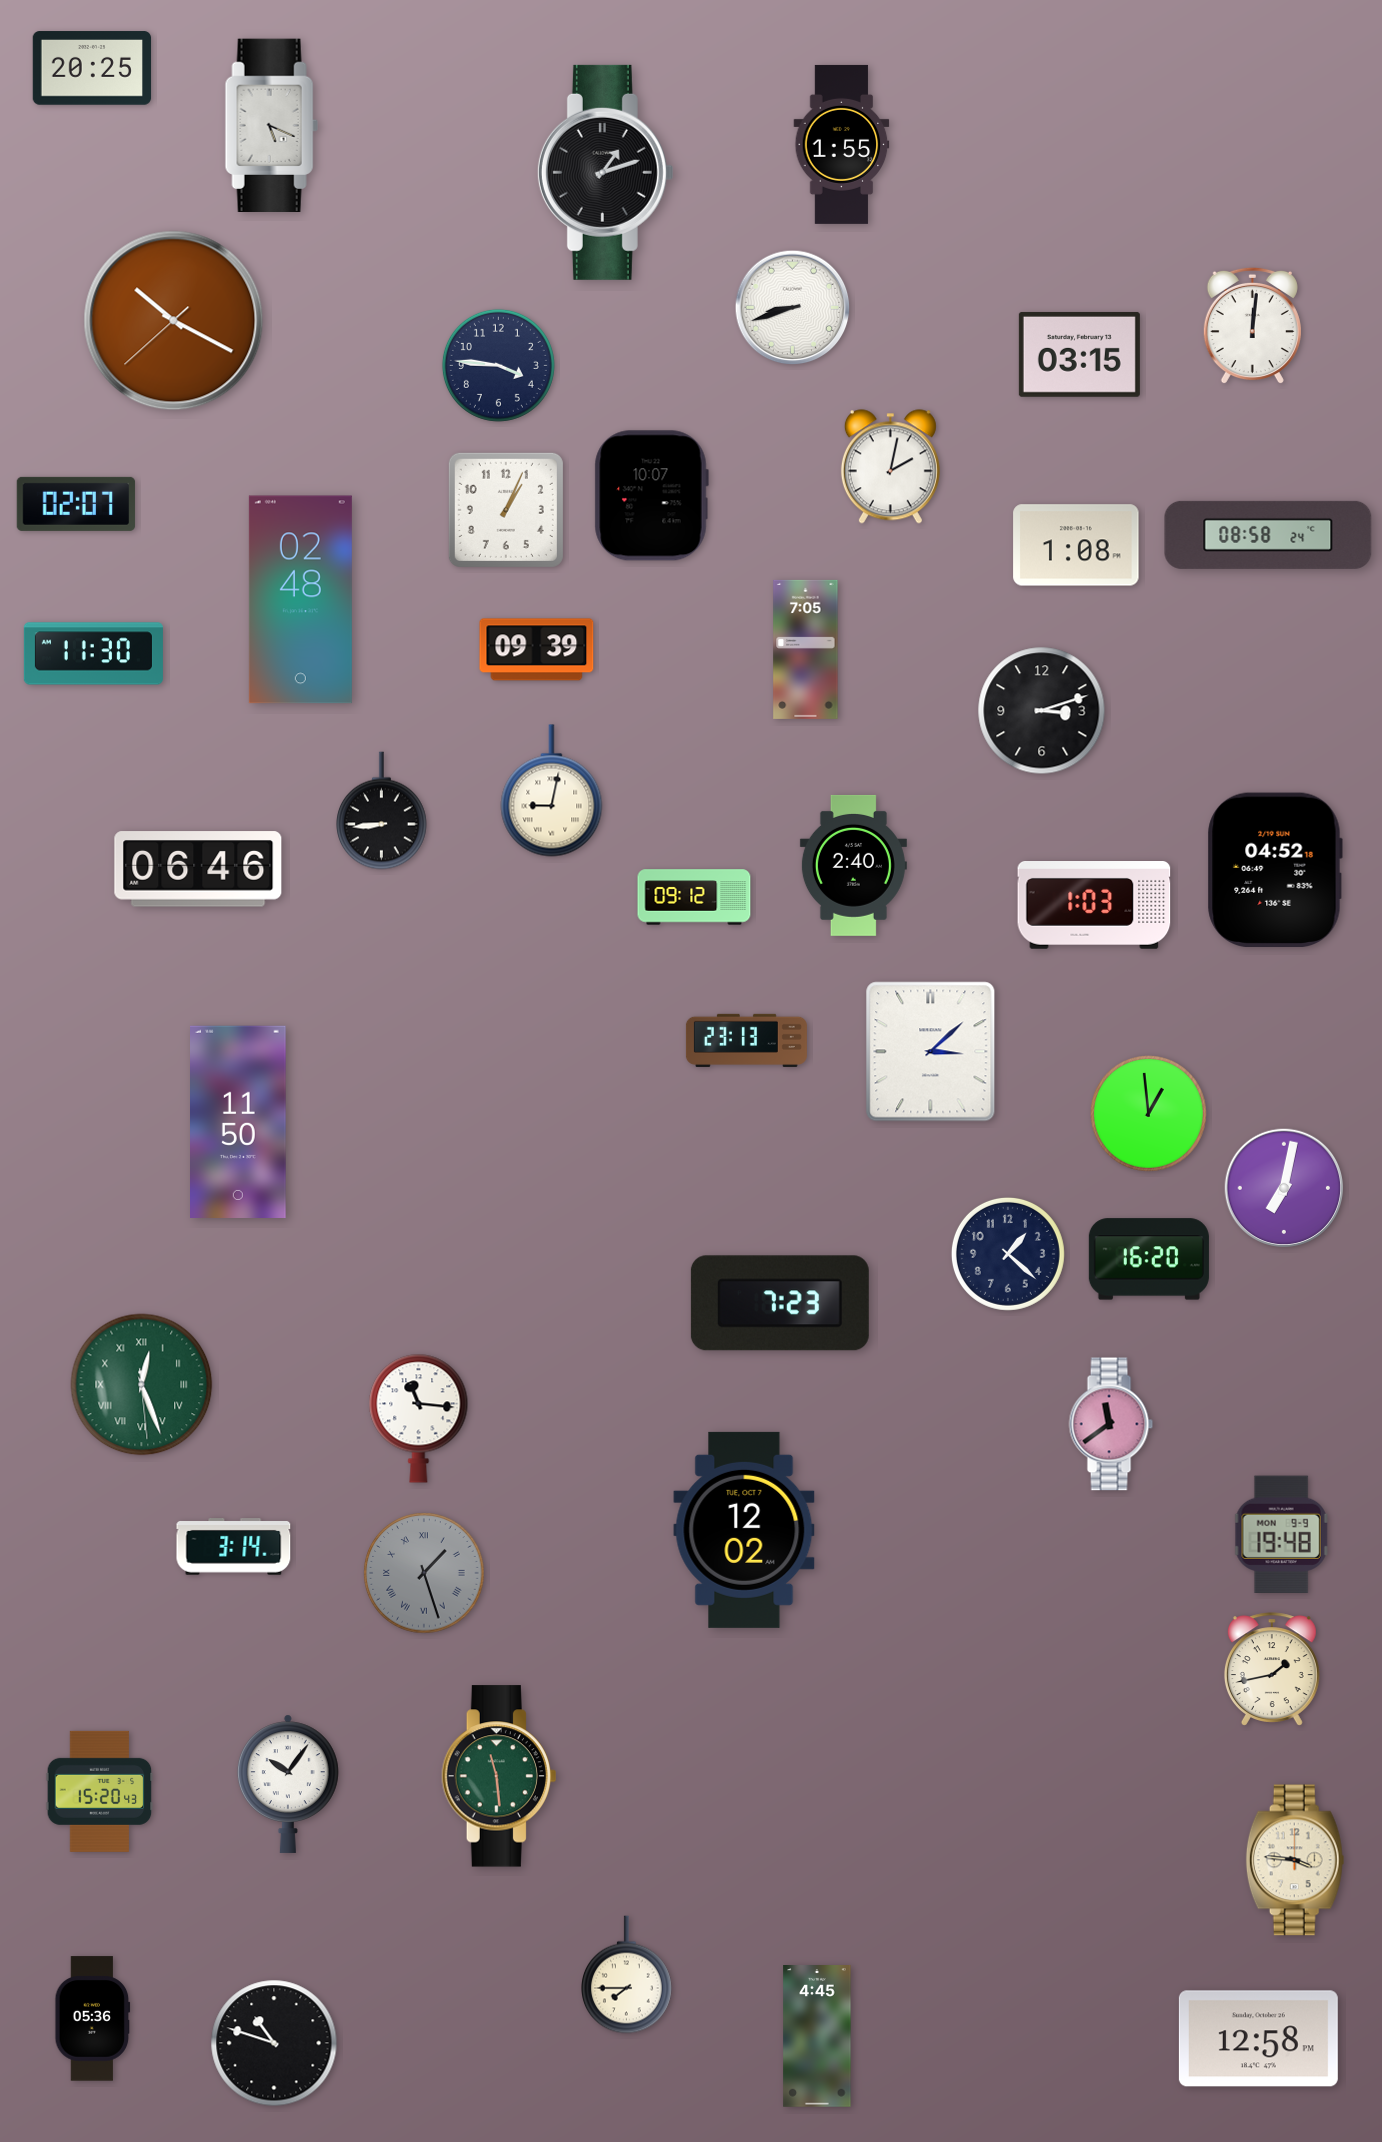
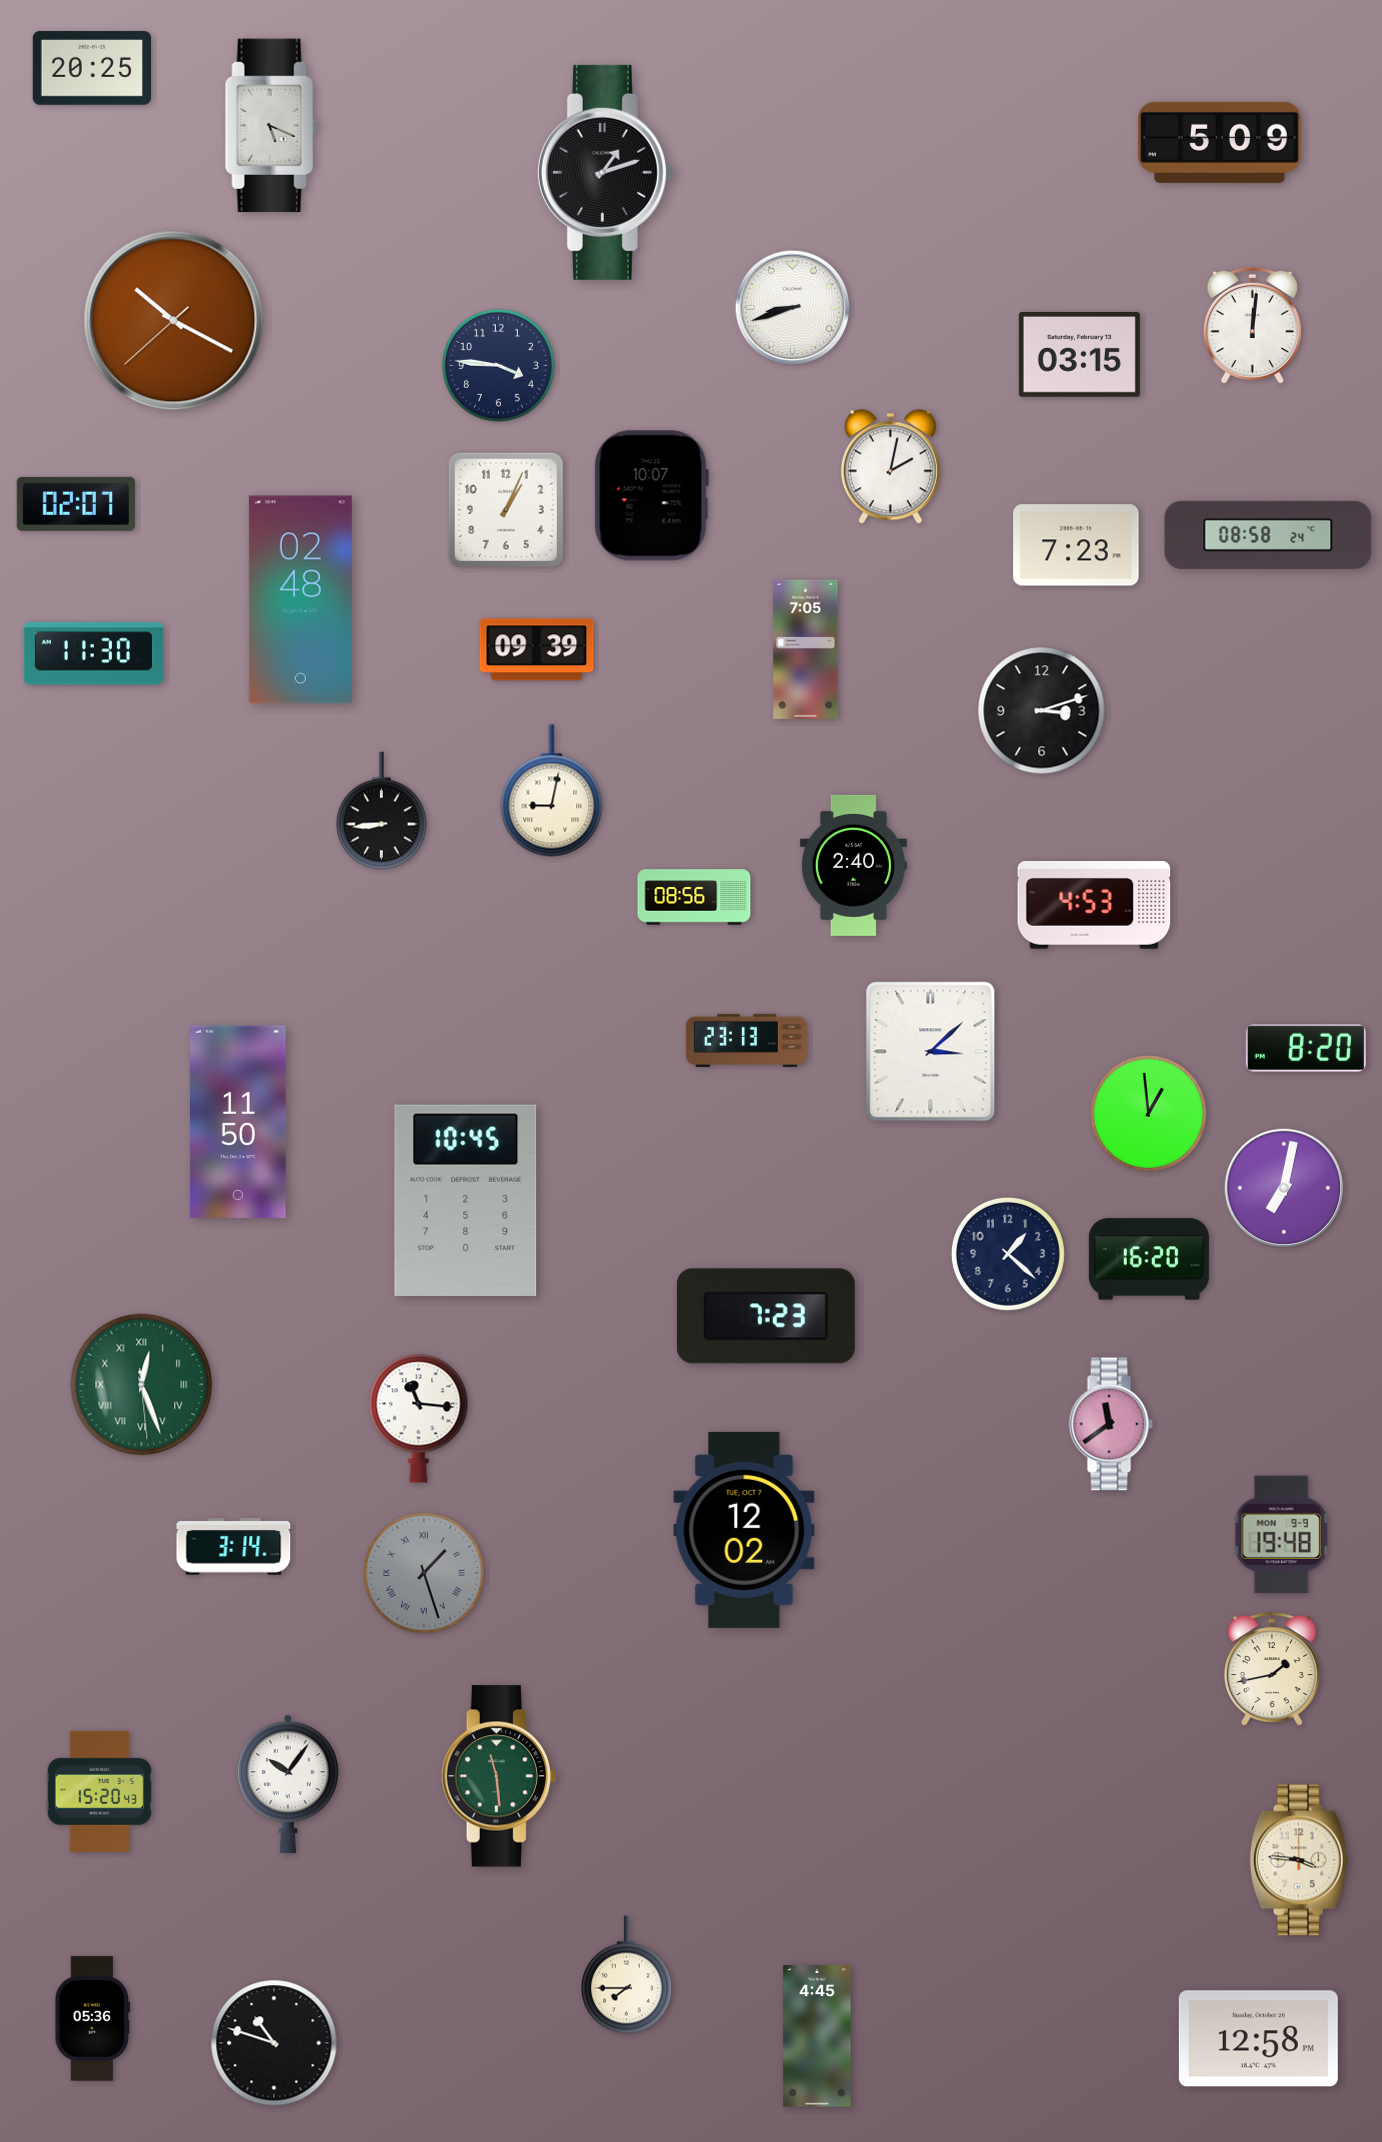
clock at (1220, 142): none -> 5:09
clock at (842, 144): 1:55 -> none
clock at (1076, 545): 1:08 -> 7:23
clock at (198, 869): 06:46 -> none
clock at (1275, 869): 04:52 -> none
clock at (694, 897): 09:12 -> 08:56
clock at (1094, 906): 1:03 -> 4:53
clock at (1306, 1048): none -> 8:20
clock at (466, 1200): none -> 10:45
clock at (780, 1303) position: (780, 1303) -> (766, 1316)
clock at (1295, 1860) position: (1295, 1860) -> (1299, 1860)
